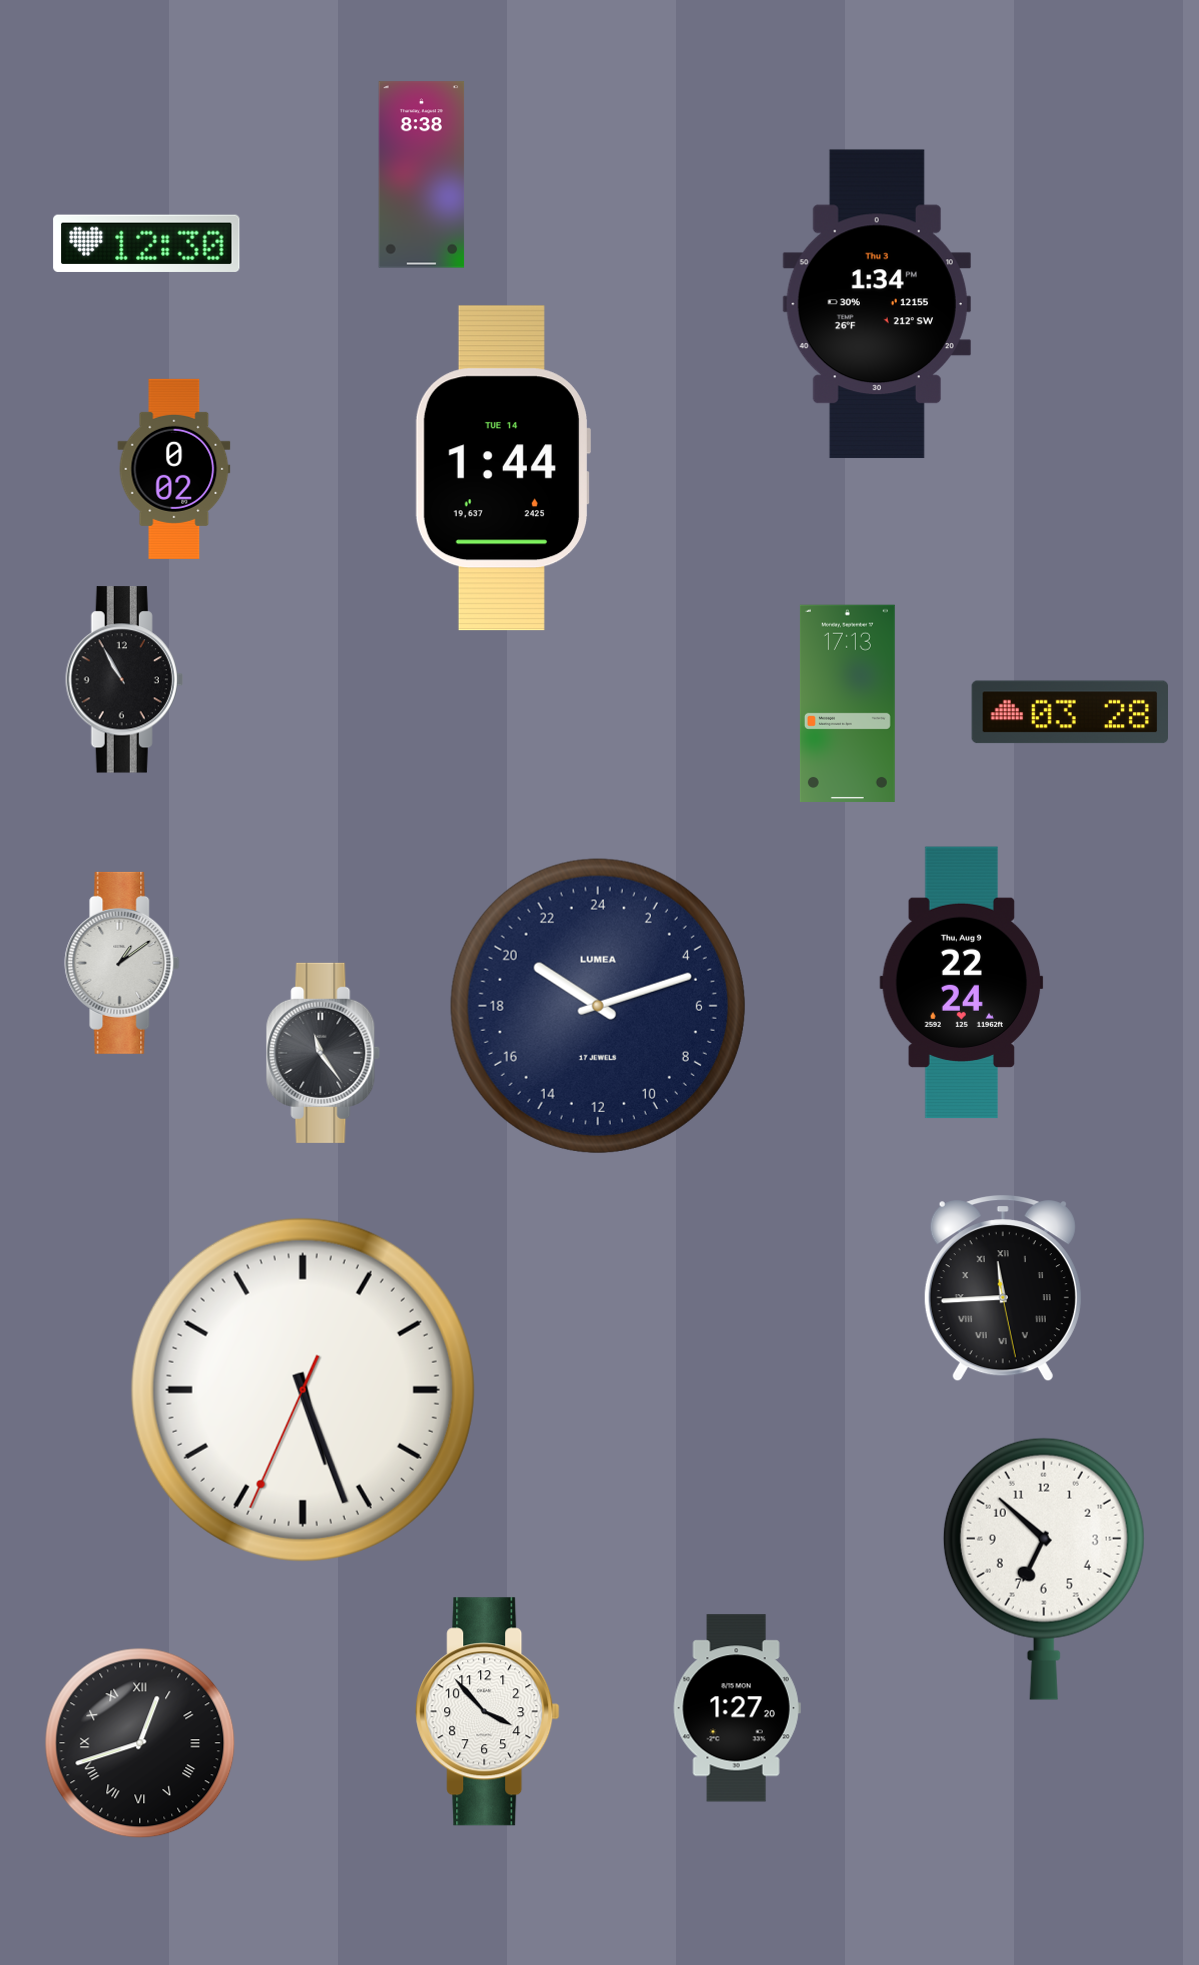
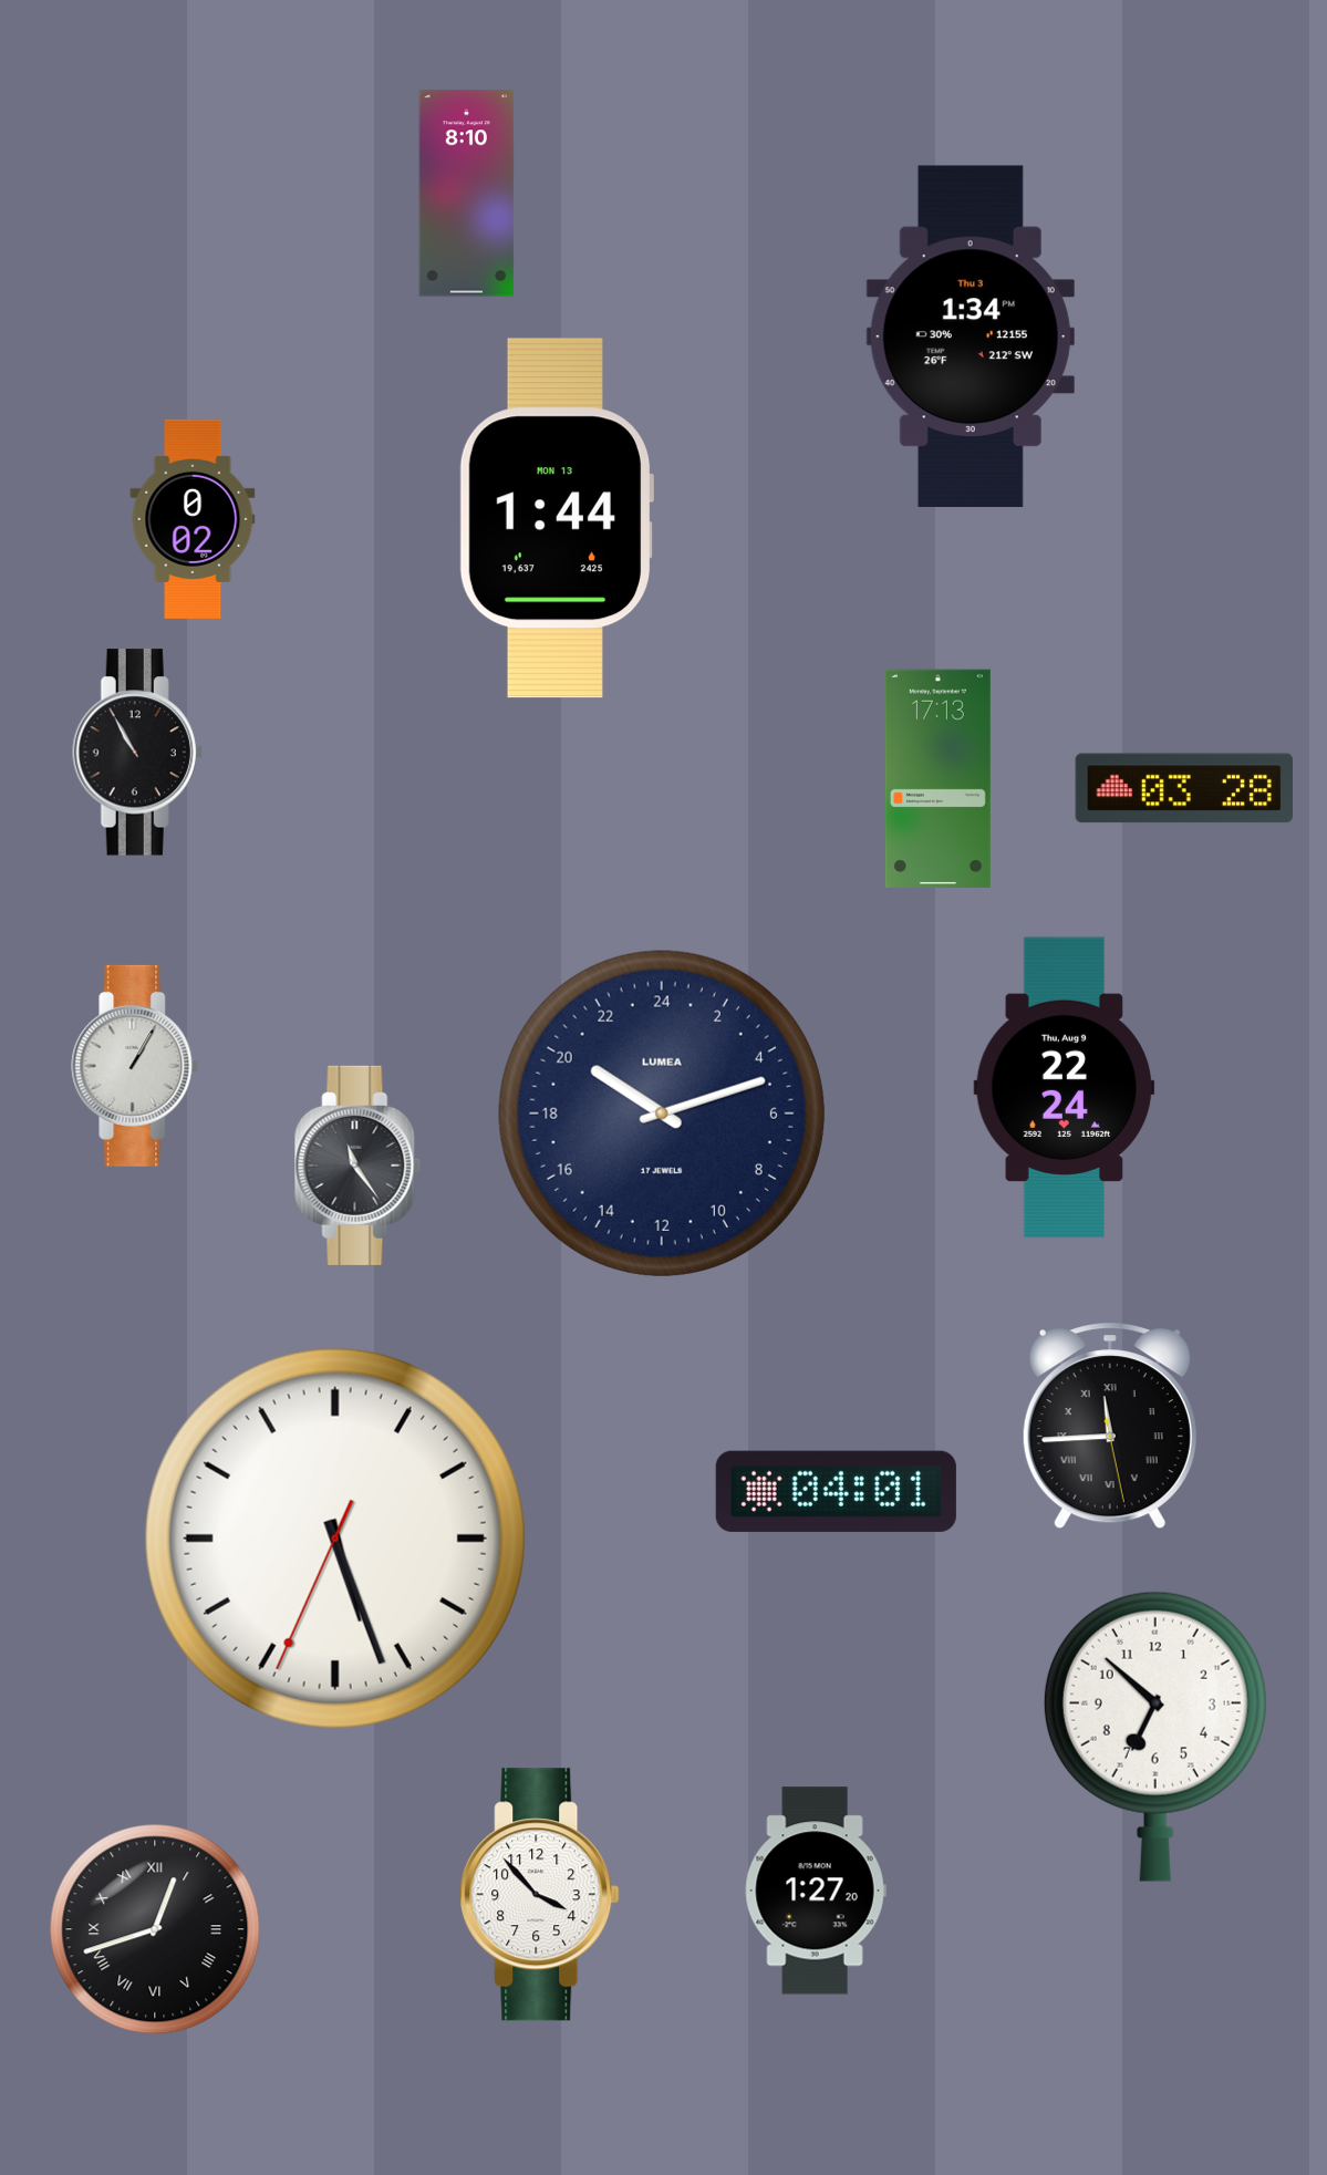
clock at (422, 175): 8:38 -> 8:10
clock at (147, 243): 12:30 -> none
clock at (502, 468) date: TUE 14 -> MON 13
clock at (122, 963): 1:09 -> 1:05
clock at (836, 1491): none -> 04:01
